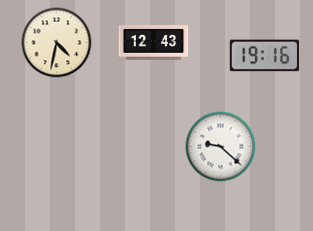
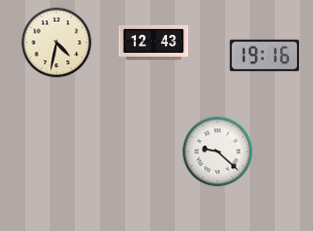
clock at (221, 147) position: (221, 147) -> (218, 152)
